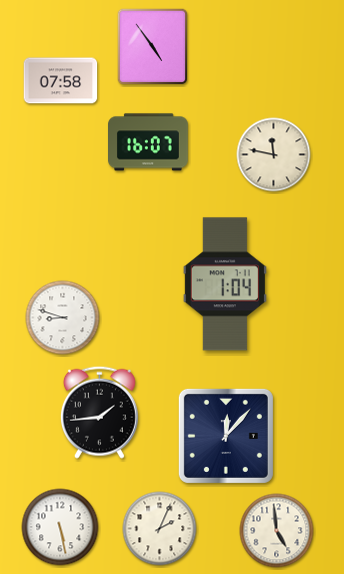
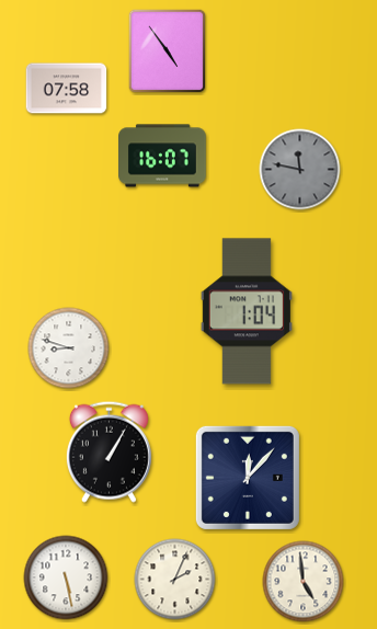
clock at (274, 155) dial: cream -> grey
clock at (99, 412): 1:44 -> 1:05
